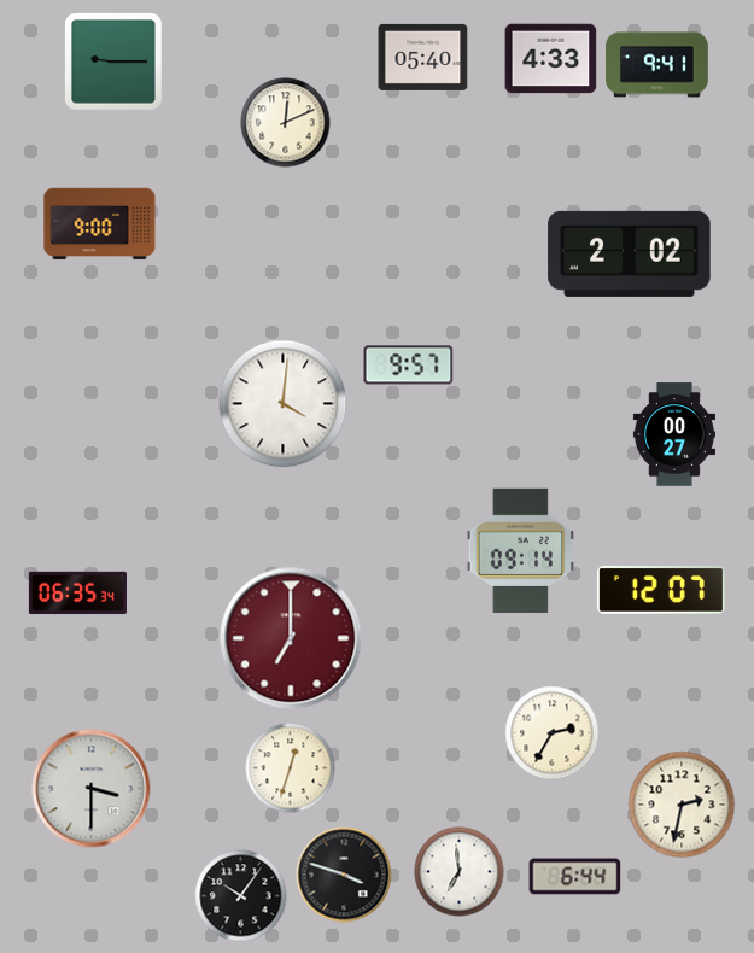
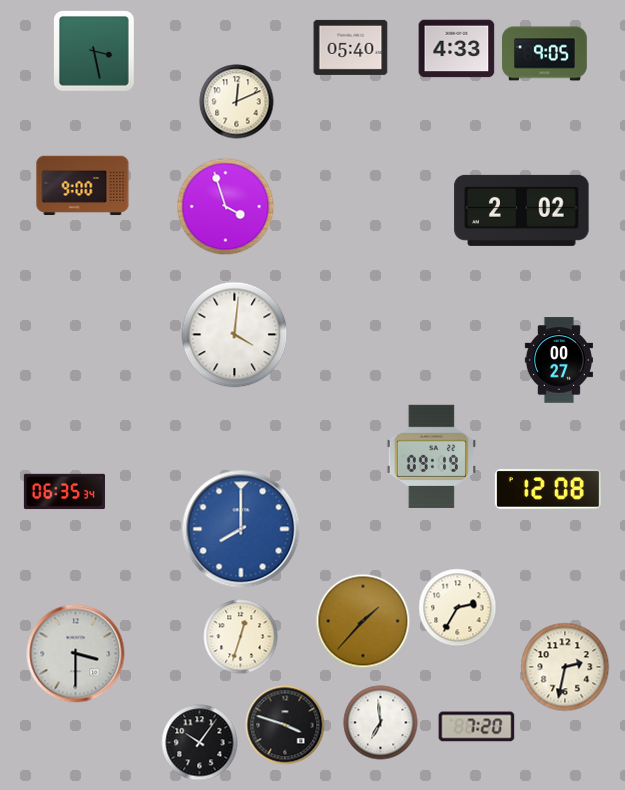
clock at (113, 62): 9:15 -> 3:28
clock at (657, 65): 9:41 -> 9:05
clock at (226, 207): none -> 3:57
clock at (409, 366): 9:57 -> none
clock at (520, 550): 09:14 -> 09:19
clock at (661, 590): 12:07 -> 12:08
clock at (291, 638): 7:00 -> 8:00
clock at (291, 638) dial: burgundy -> blue
clock at (363, 621): none -> 1:37
clock at (575, 877): 6:44 -> 7:20
